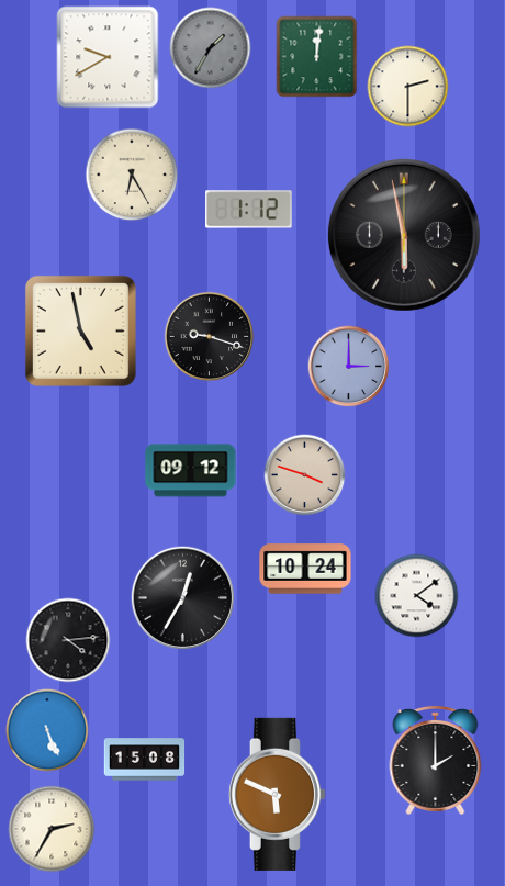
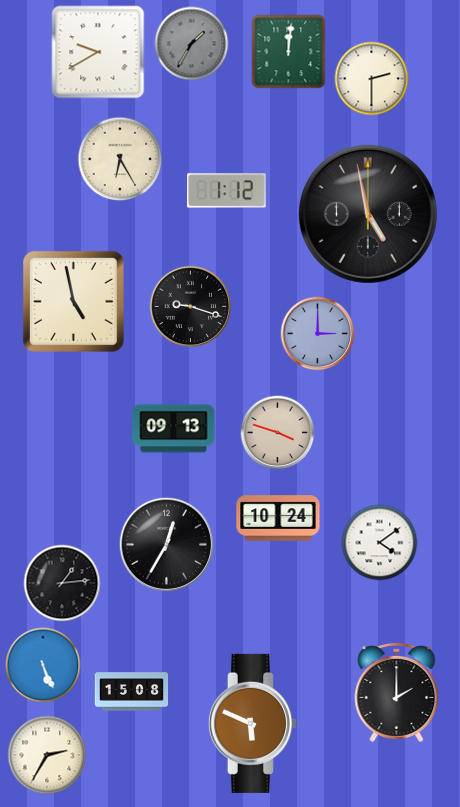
clock at (404, 235): 5:58 -> 4:58
clock at (191, 471): 09:12 -> 09:13
clock at (68, 640): 4:14 -> 1:14
